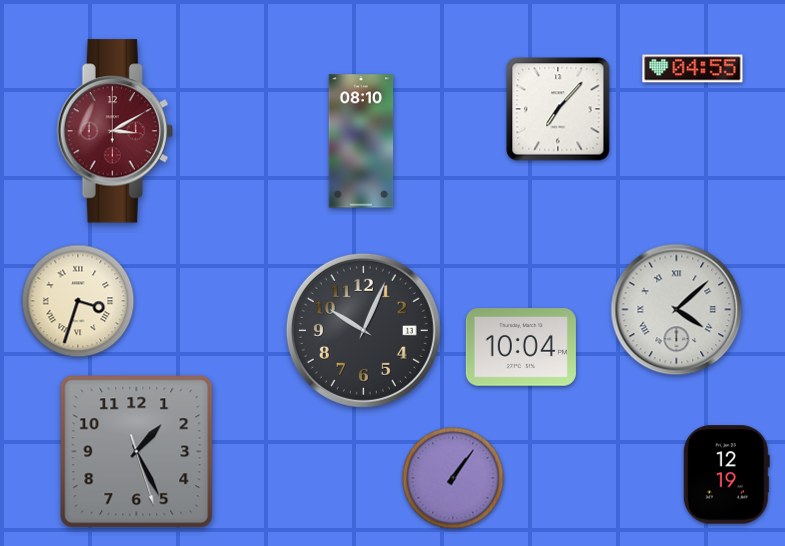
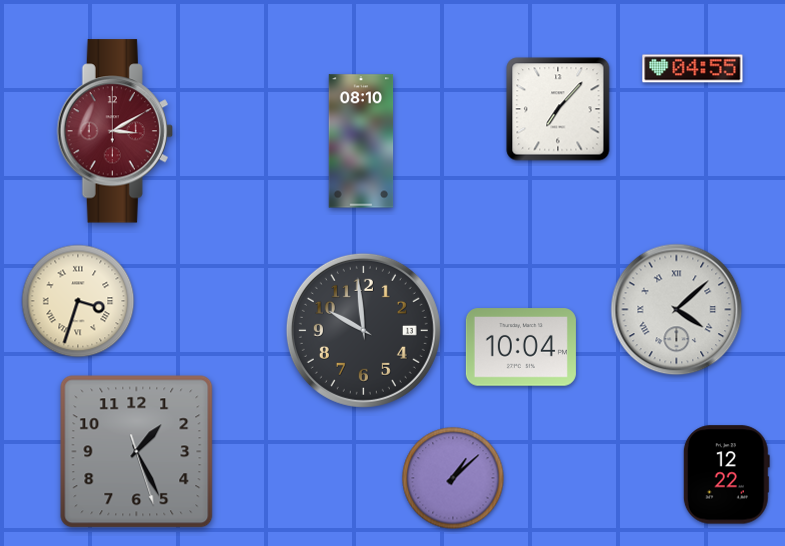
clock at (363, 330): 10:04 -> 9:59
clock at (726, 475): 12:19 -> 12:22
clock at (453, 478): 1:06 -> 1:08
